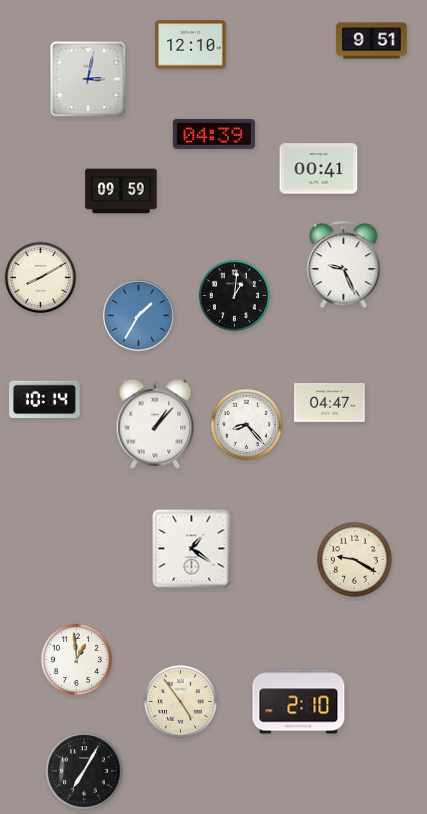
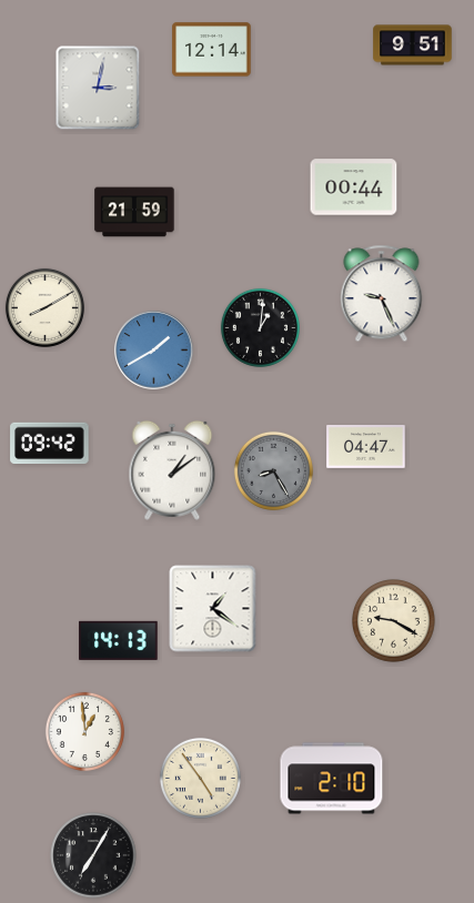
clock at (191, 45): 12:10 -> 12:14
clock at (214, 134): 04:39 -> none
clock at (319, 169): 00:41 -> 00:44
clock at (121, 191): 09:59 -> 21:59
clock at (139, 316): 1:35 -> 1:40
clock at (45, 400): 10:14 -> 09:42
clock at (155, 424): 1:07 -> 1:09
clock at (246, 424): 8:23 -> 8:25
clock at (246, 424) dial: white -> grey
clock at (119, 640): none -> 14:13
